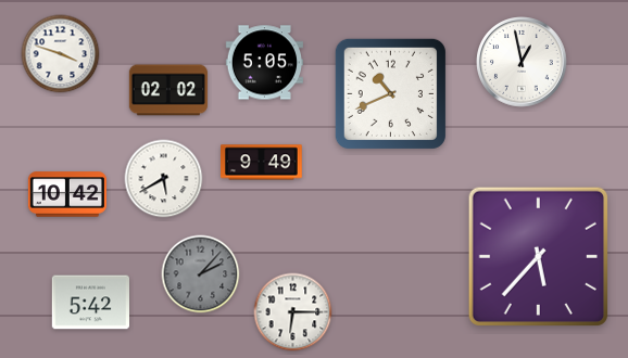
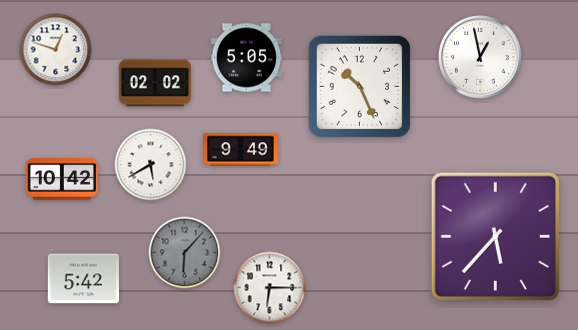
clock at (61, 54): 3:48 -> 12:48
clock at (264, 63) position: (264, 63) -> (246, 58)
clock at (390, 93): 10:41 -> 10:26
clock at (201, 274): 2:07 -> 6:07
